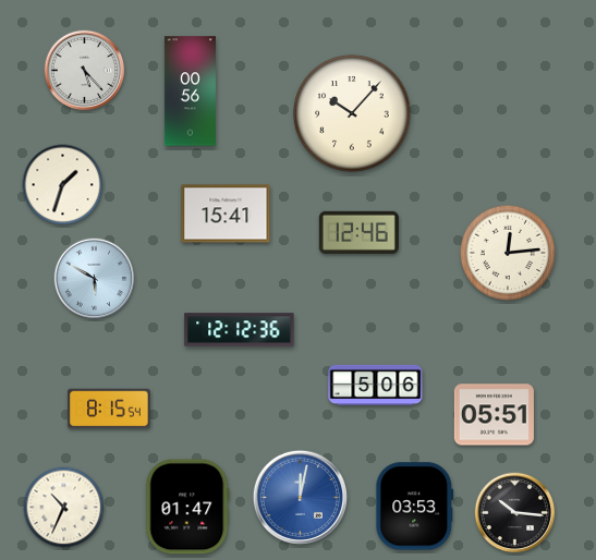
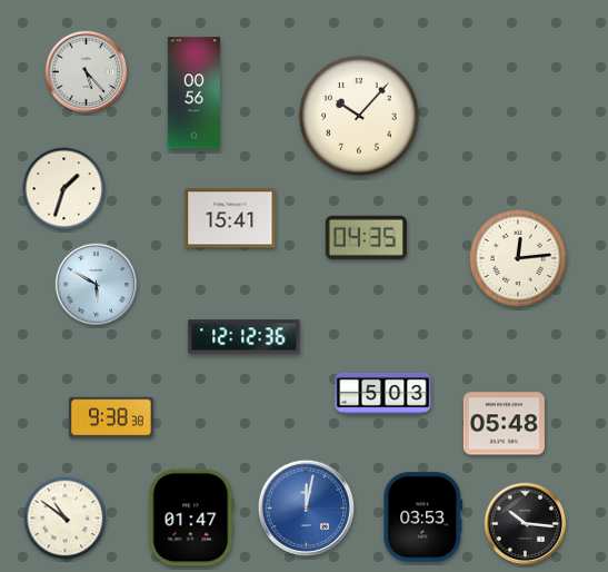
clock at (358, 232): 12:46 -> 04:35
clock at (376, 385): 5:06 -> 5:03
clock at (110, 409): 8:15 -> 9:38
clock at (494, 415): 05:51 -> 05:48
clock at (64, 508): 10:34 -> 10:51
